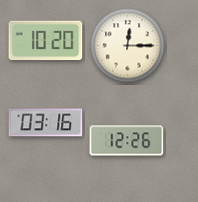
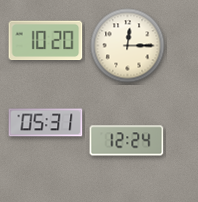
clock at (46, 123): 03:16 -> 05:31
clock at (127, 141): 12:26 -> 12:24
